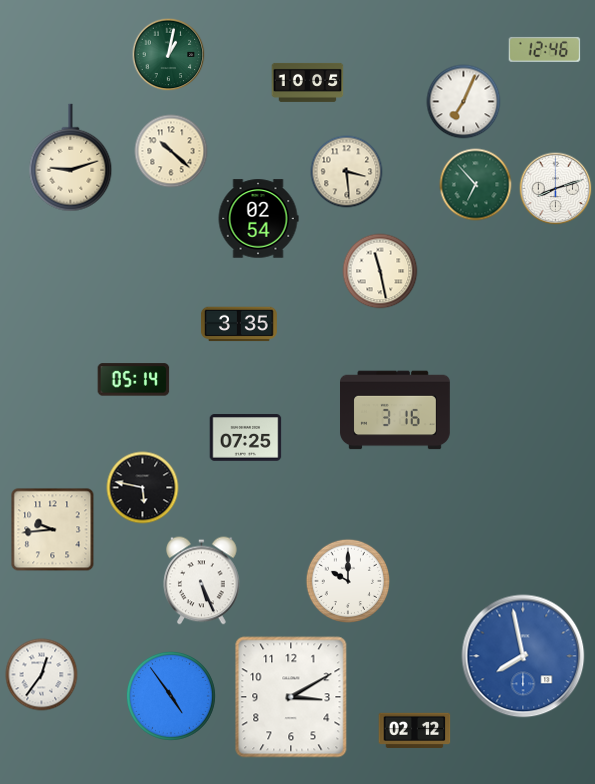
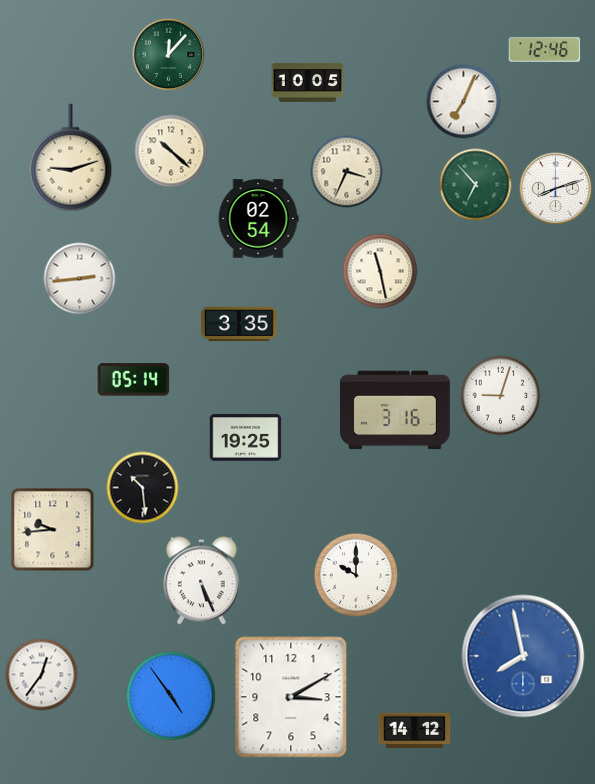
clock at (169, 55): 1:02 -> 12:07
clock at (347, 172): 3:29 -> 3:34
clock at (80, 279): none -> 2:44
clock at (501, 396): none -> 9:03
clock at (246, 438): 07:25 -> 19:25
clock at (143, 488): 5:47 -> 10:29
clock at (347, 580) position: (347, 580) -> (355, 574)
clock at (415, 730): 02:12 -> 14:12
